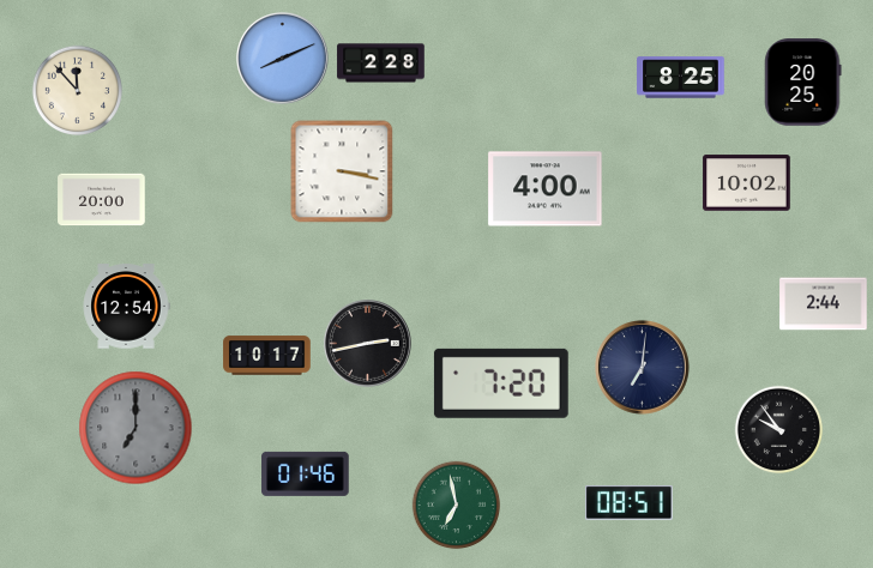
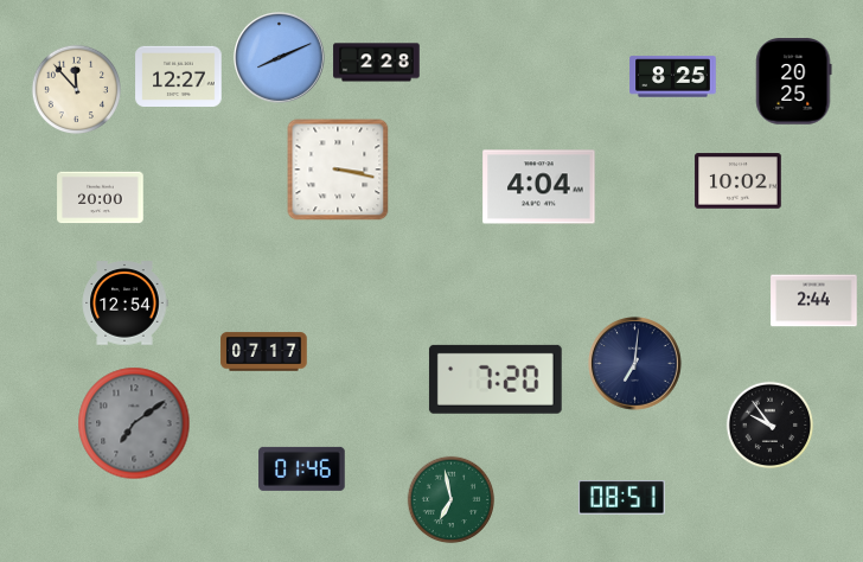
clock at (179, 76): none -> 12:27
clock at (546, 189): 4:00 -> 4:04
clock at (368, 344): 2:43 -> none
clock at (267, 356): 10:17 -> 07:17
clock at (136, 428): 7:00 -> 7:09
